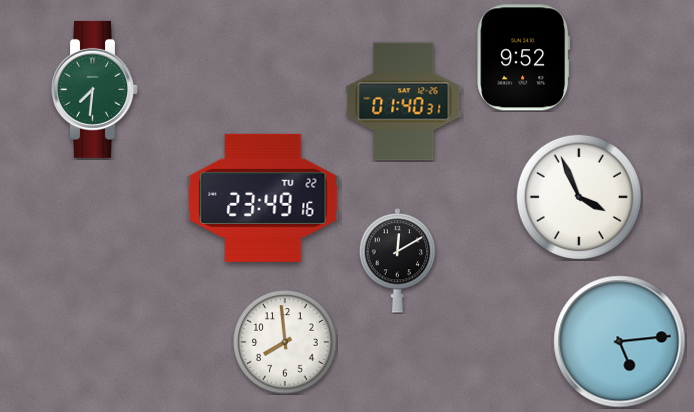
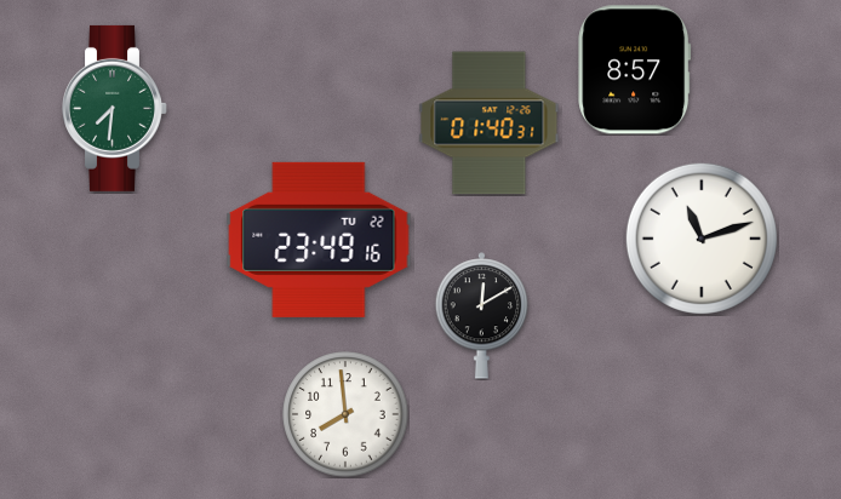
clock at (524, 58): 9:52 -> 8:57
clock at (579, 197): 3:56 -> 11:12
clock at (620, 342): 5:14 -> none
